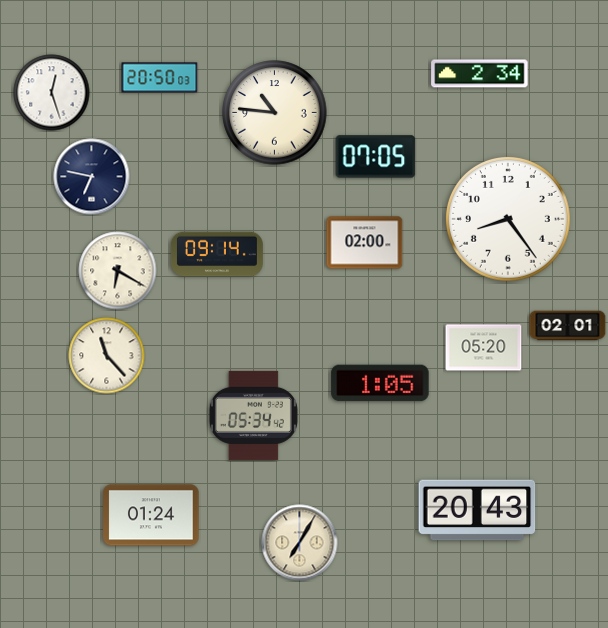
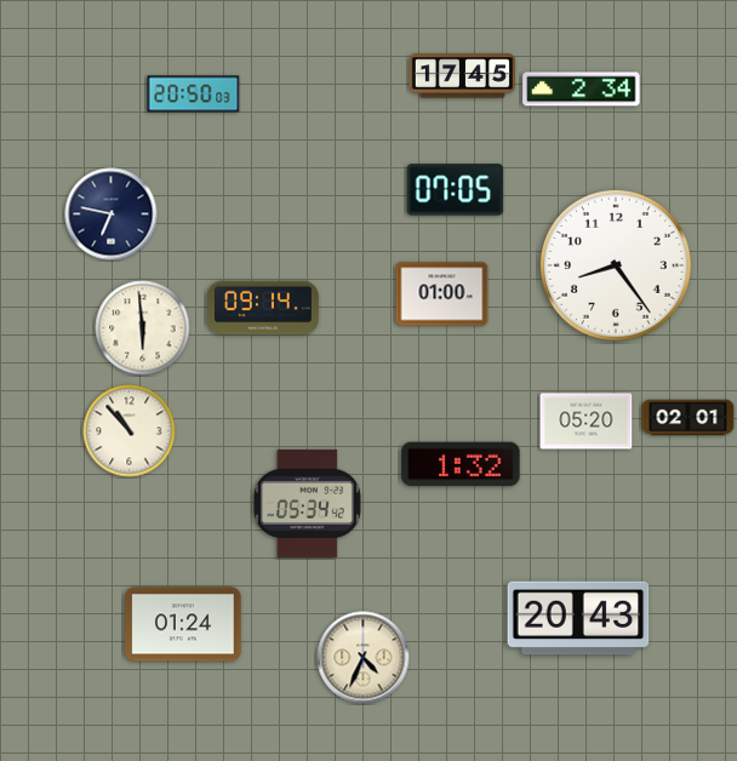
clock at (462, 76): none -> 17:45
clock at (52, 93): 12:27 -> none
clock at (275, 113): 10:46 -> none
clock at (365, 243): 02:00 -> 01:00
clock at (118, 271): 6:20 -> 5:59
clock at (568, 326) position: (568, 326) -> (689, 418)
clock at (107, 356): 11:23 -> 10:53
clock at (380, 383): 1:05 -> 1:32
clock at (300, 543): 7:05 -> 4:34
